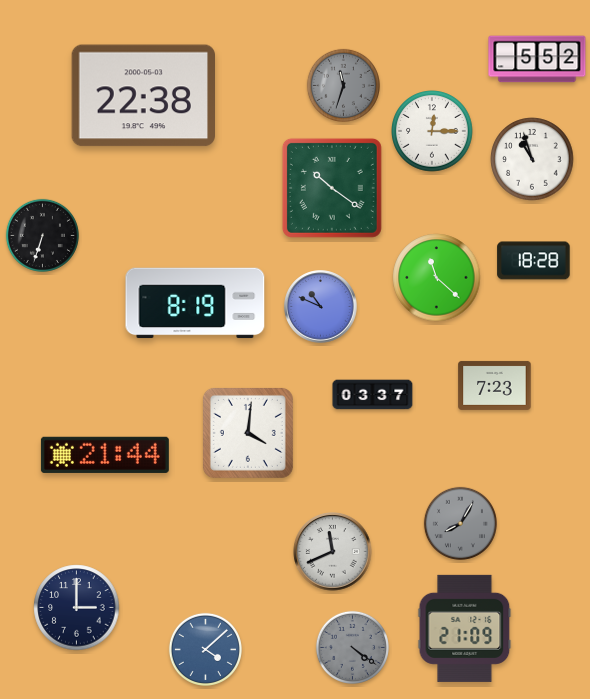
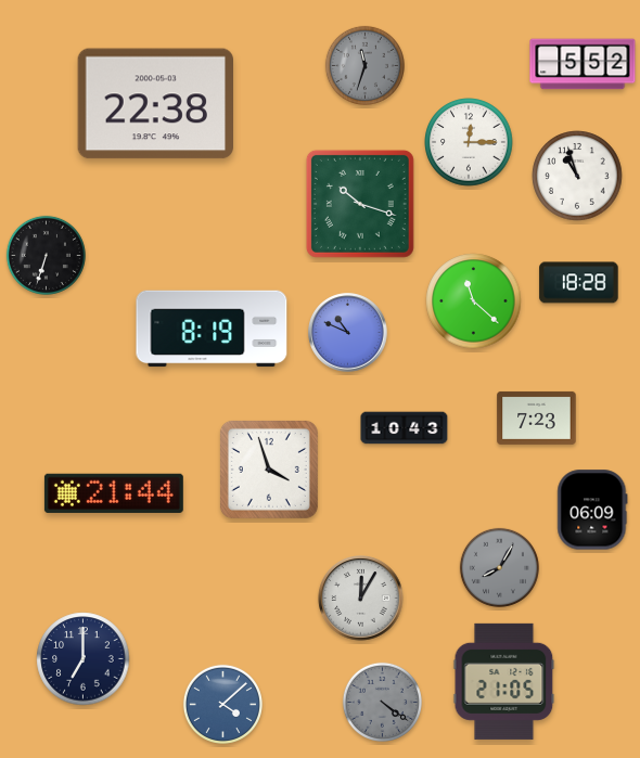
clock at (343, 85) position: (343, 85) -> (364, 65)
clock at (532, 159) position: (532, 159) -> (577, 176)
clock at (332, 188): 10:21 -> 10:18
clock at (373, 395): 03:37 -> 10:43
clock at (248, 433): 4:01 -> 3:57
clock at (592, 510): none -> 06:09
clock at (333, 552): 11:41 -> 12:05
clock at (77, 608): 3:00 -> 7:00
clock at (465, 628): 21:09 -> 21:05
